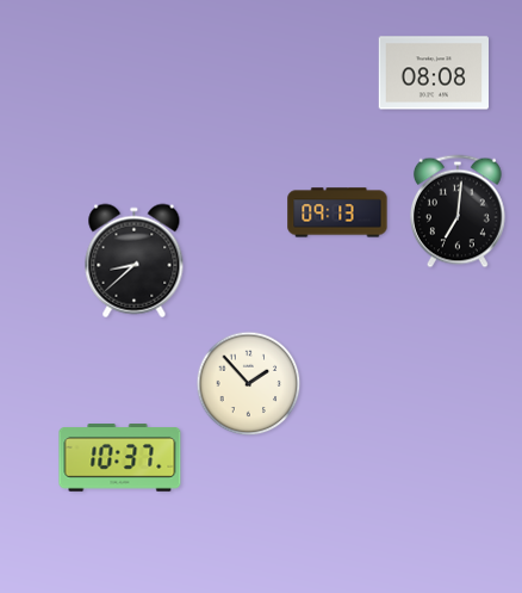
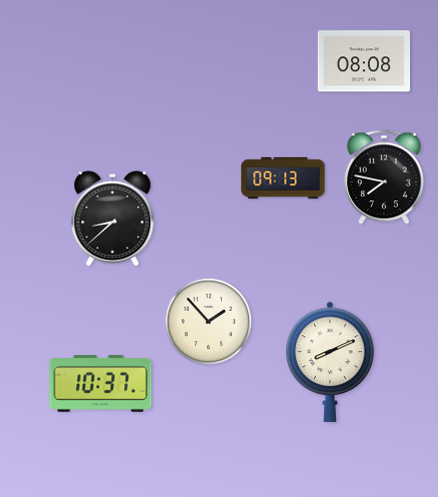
clock at (458, 211): 7:01 -> 7:47
clock at (330, 362): none -> 8:11
